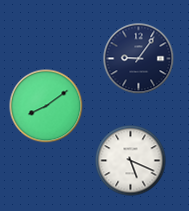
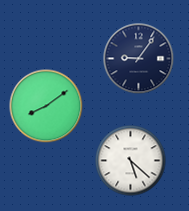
clock at (131, 161): 5:19 -> 5:22
